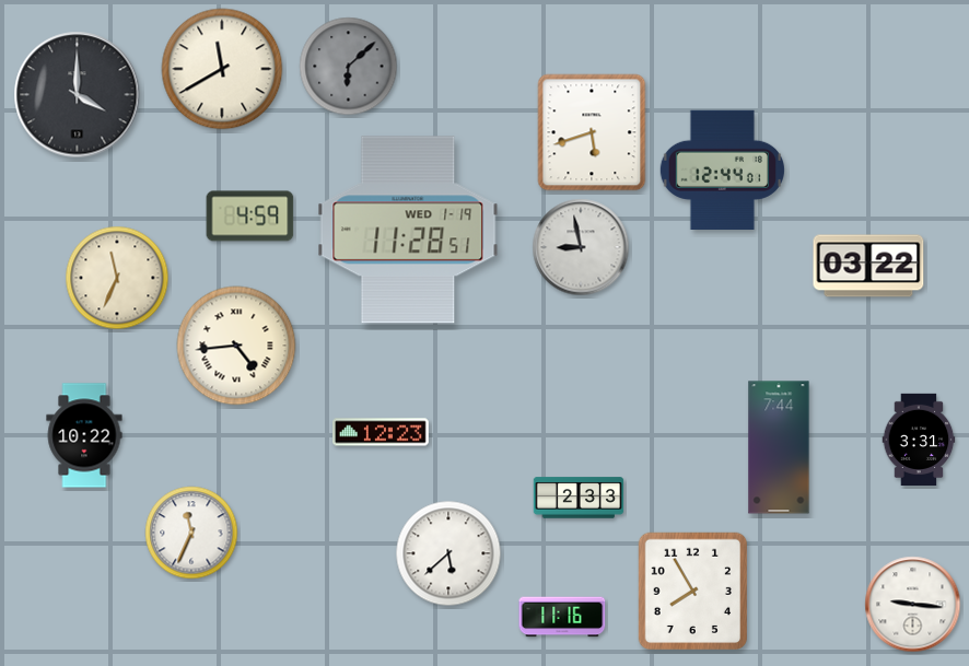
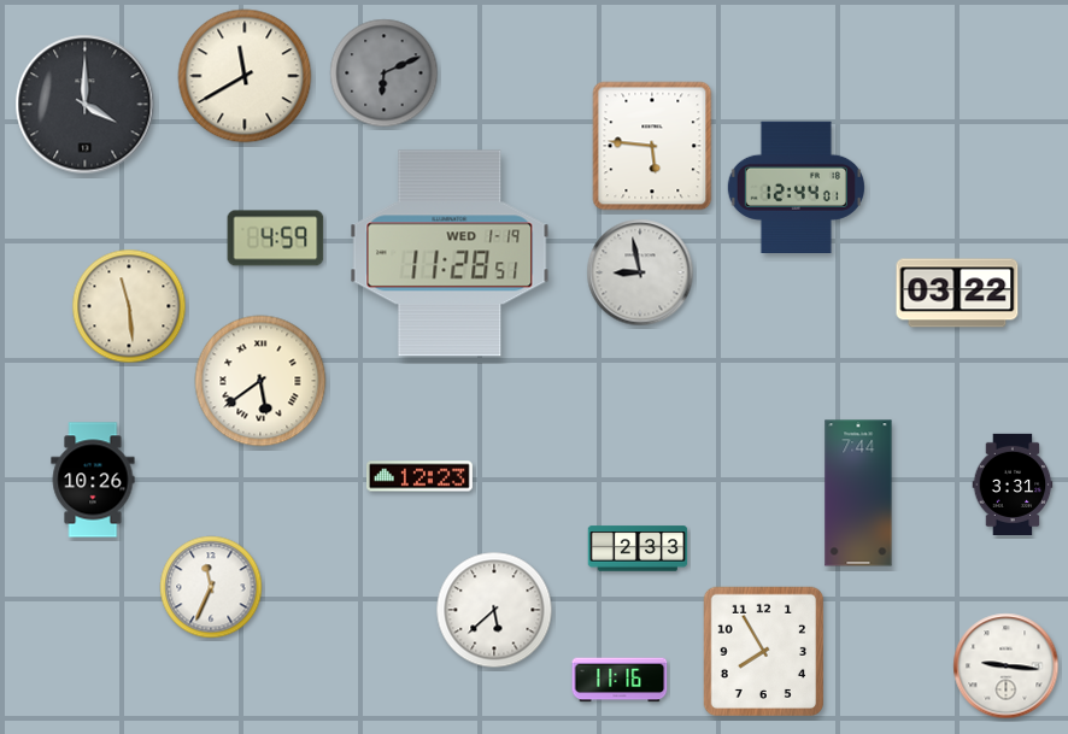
clock at (349, 67): 6:08 -> 6:11
clock at (592, 132): 5:42 -> 5:46
clock at (117, 278): 11:34 -> 11:29
clock at (236, 346): 4:44 -> 5:39
clock at (84, 435): 10:22 -> 10:26
